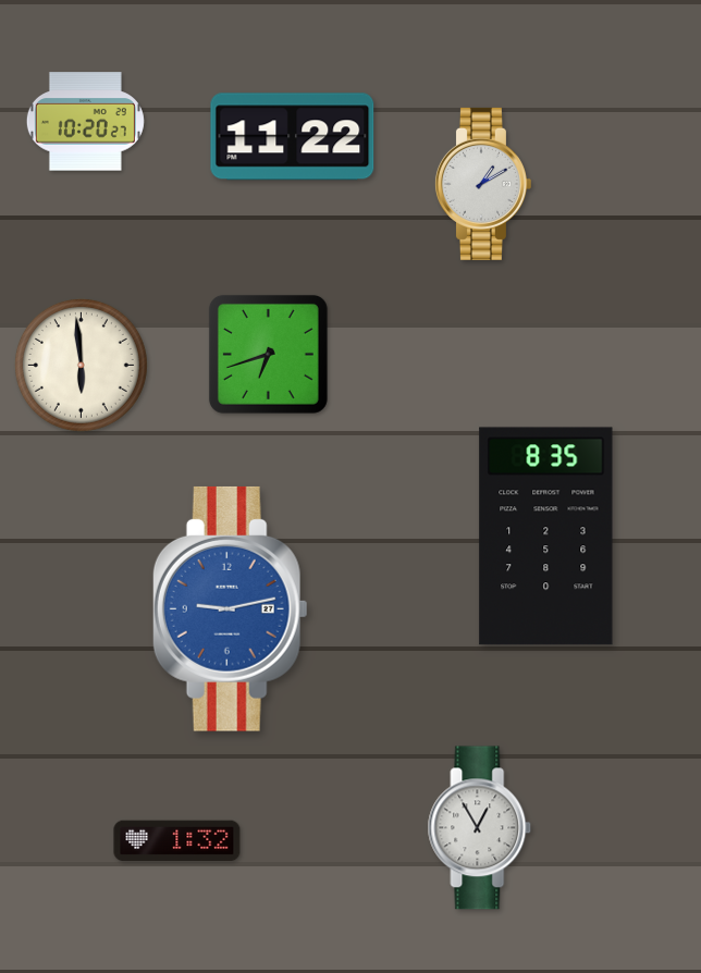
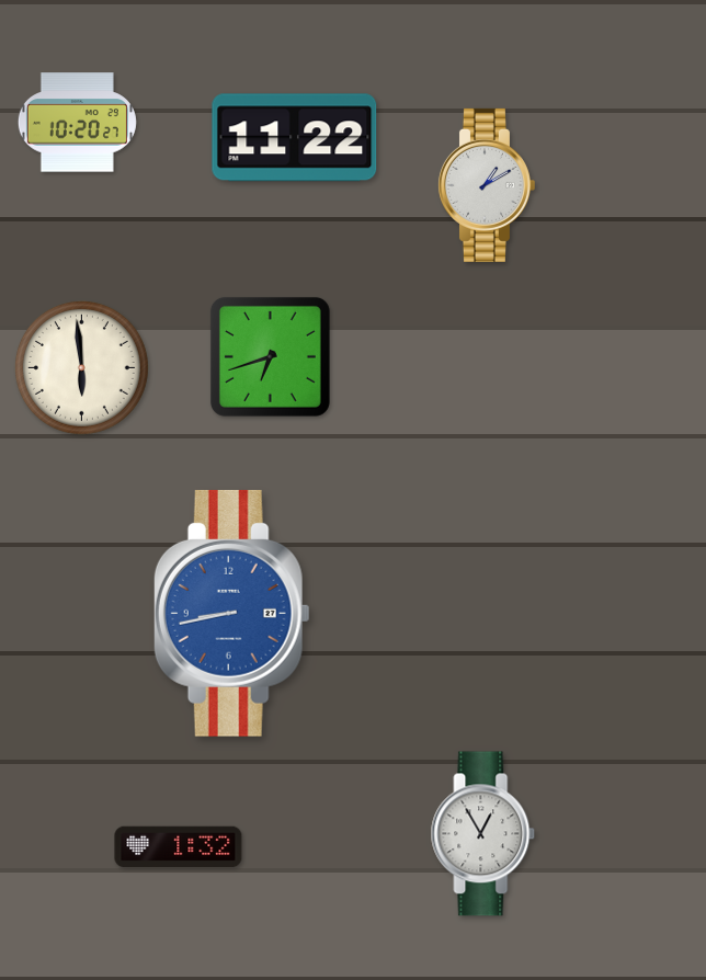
clock at (85, 122) position: (85, 122) -> (77, 123)
clock at (546, 537): 8:35 -> none
clock at (230, 608): 9:13 -> 8:43
